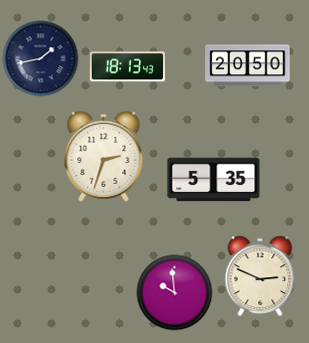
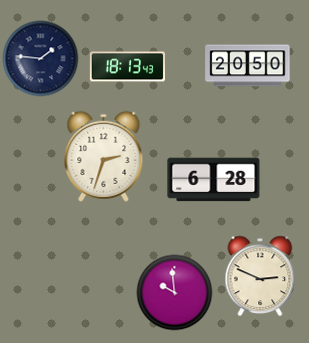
clock at (41, 59): 1:43 -> 1:46
clock at (214, 180): 5:35 -> 6:28
